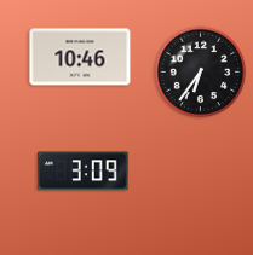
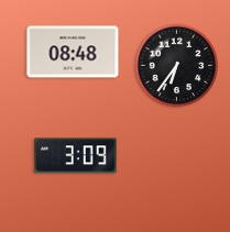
clock at (80, 57): 10:46 -> 08:48
clock at (201, 73) position: (201, 73) -> (177, 66)
